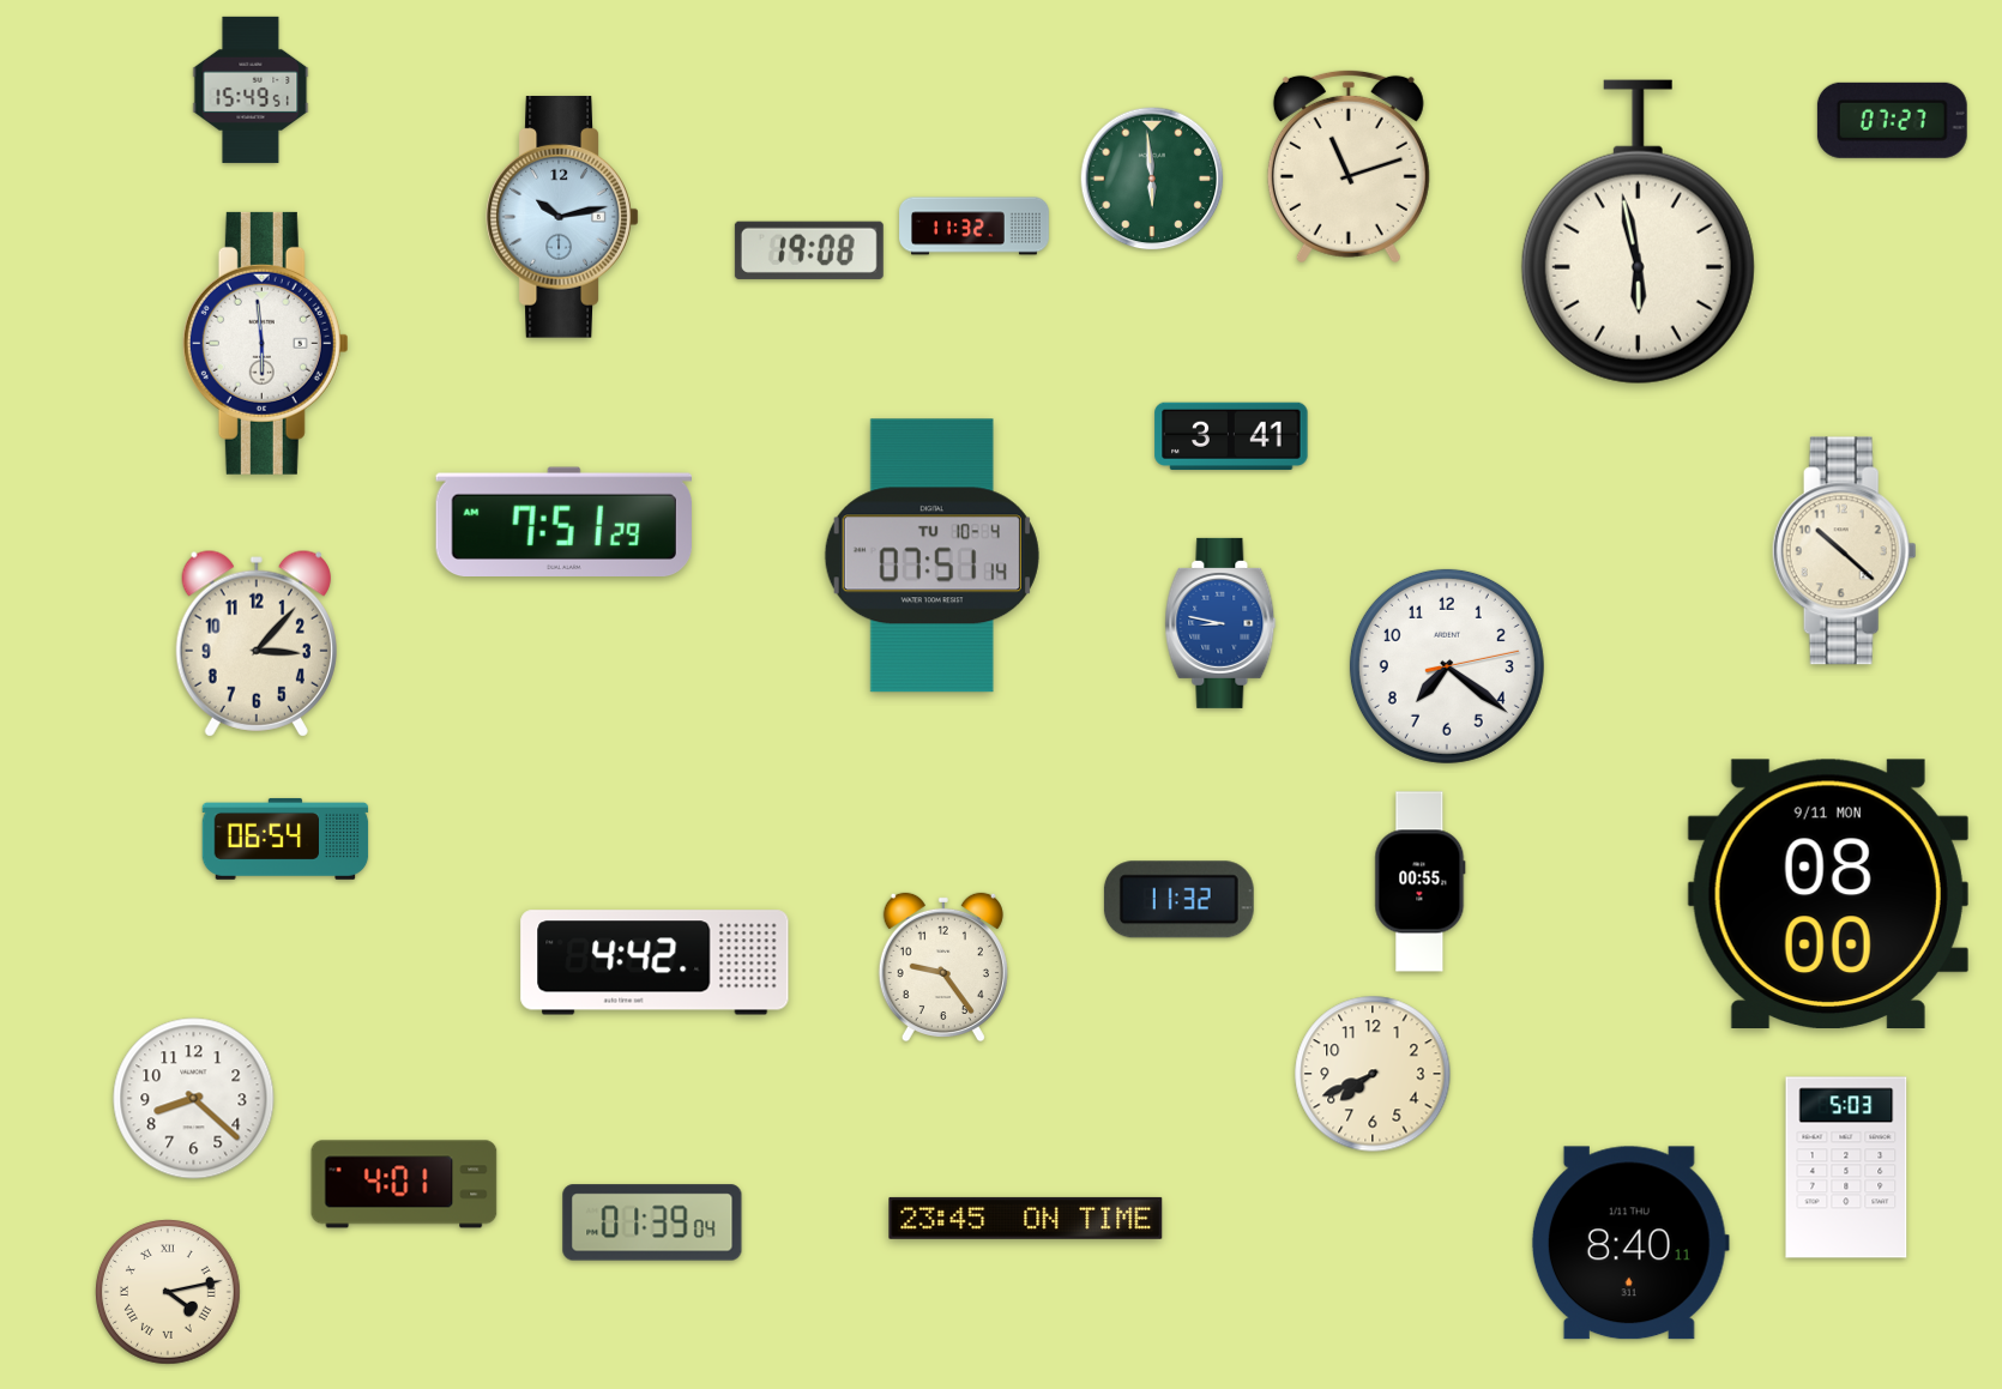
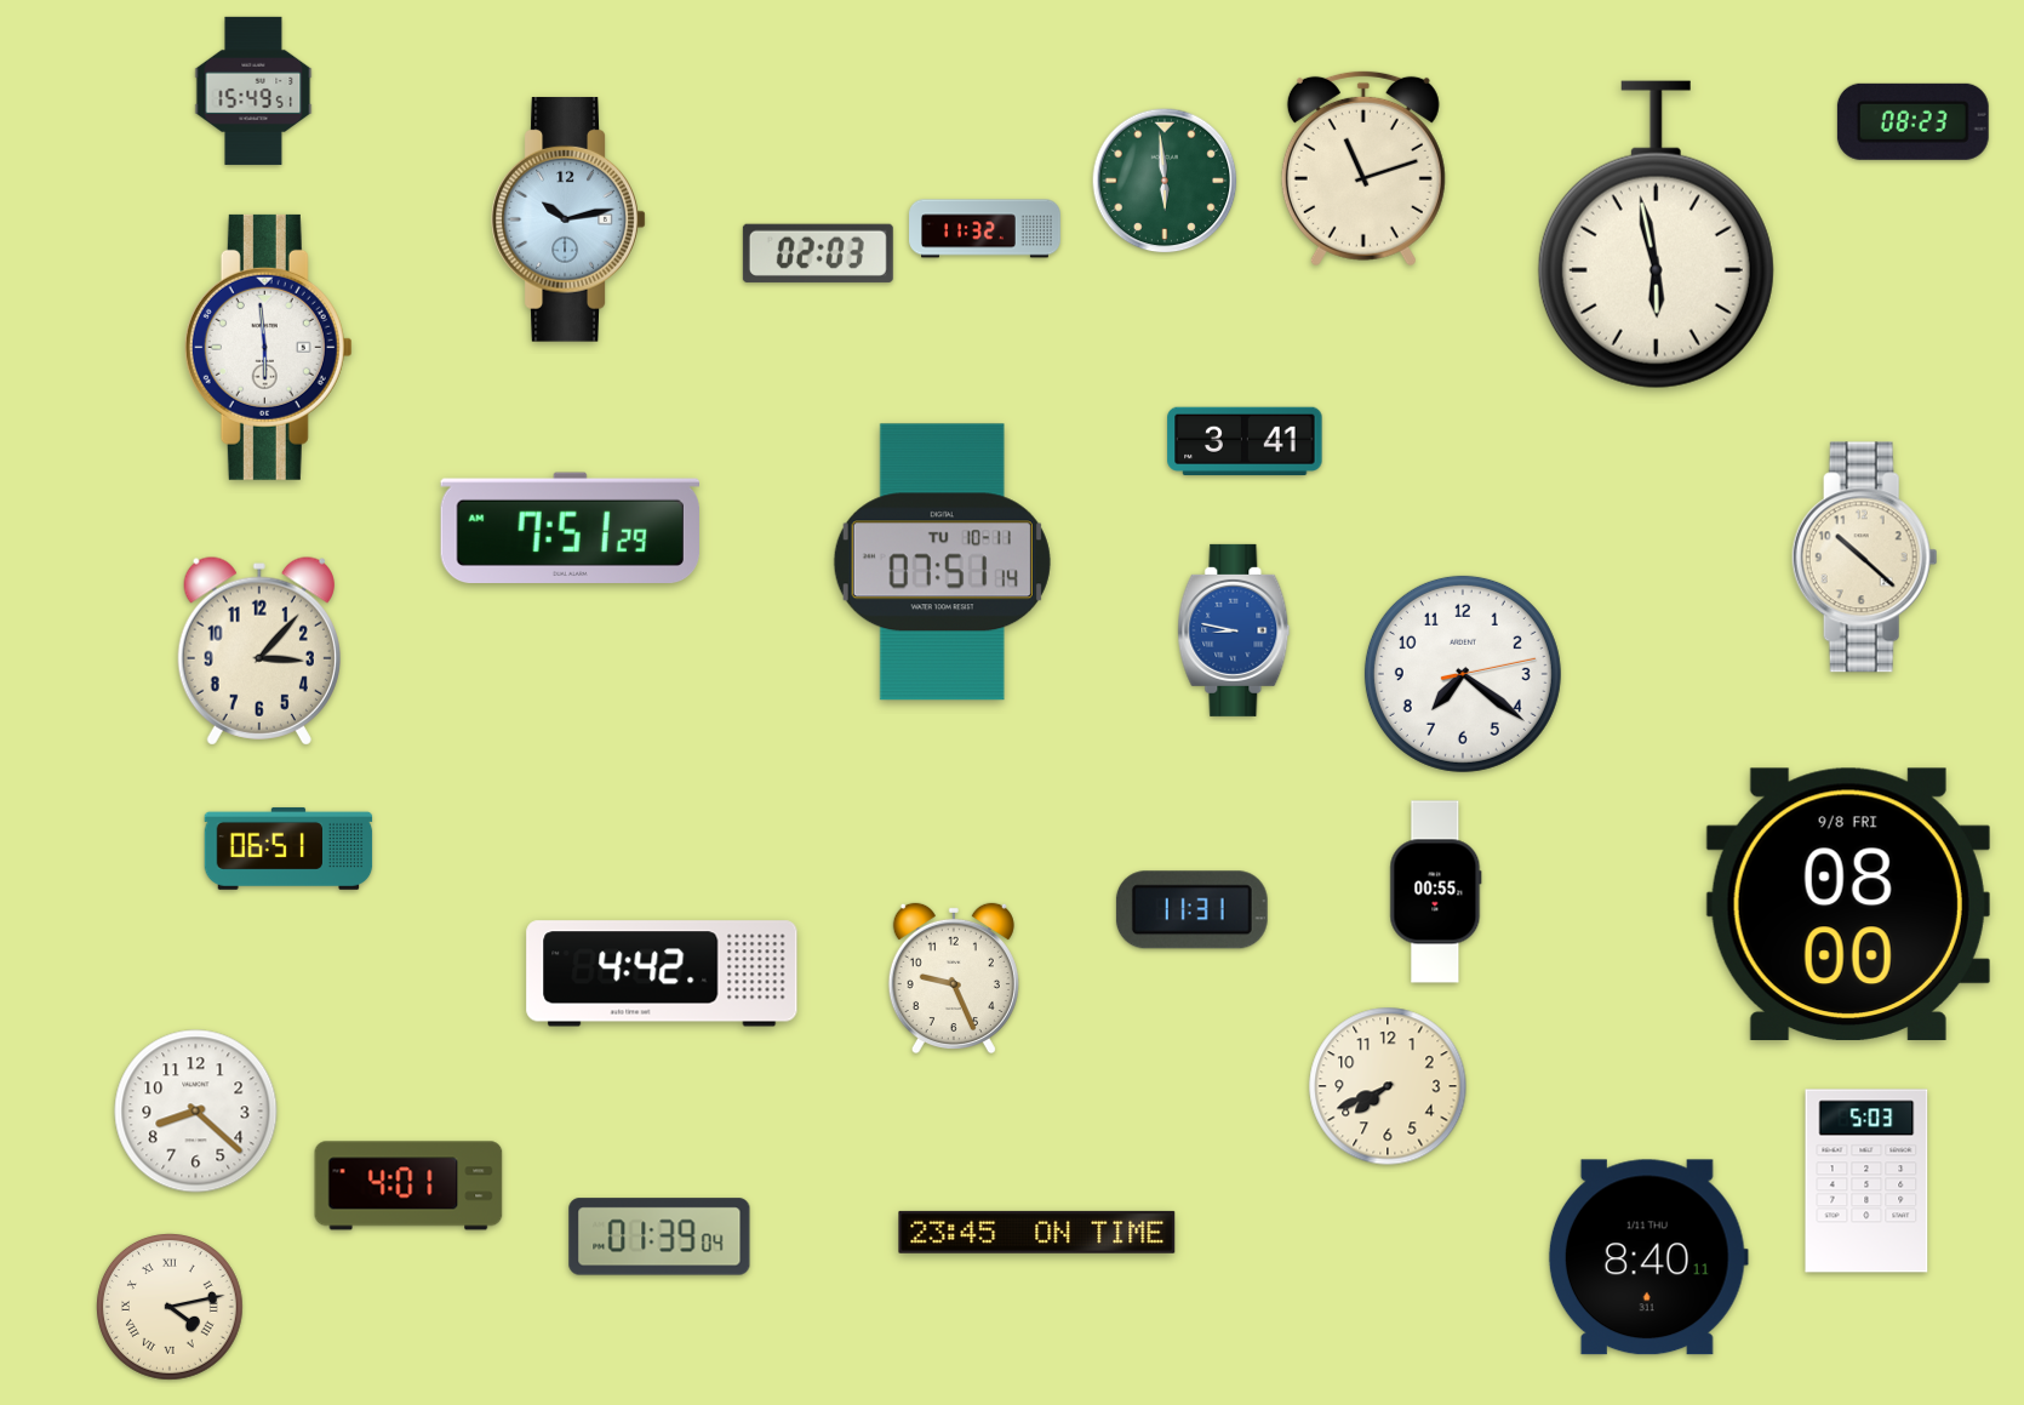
clock at (1892, 120): 07:27 -> 08:23
clock at (809, 250): 19:08 -> 02:03
clock at (931, 556) date: TU 10-4 -> TU 10-11
clock at (285, 839): 06:54 -> 06:51
clock at (1828, 893) date: 9/11 MON -> 9/8 FRI
clock at (1178, 900): 11:32 -> 11:31
clock at (943, 967): 9:24 -> 9:26
clock at (404, 1184) position: (404, 1184) -> (408, 1186)
